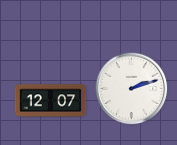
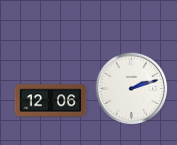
clock at (51, 101): 12:07 -> 12:06
